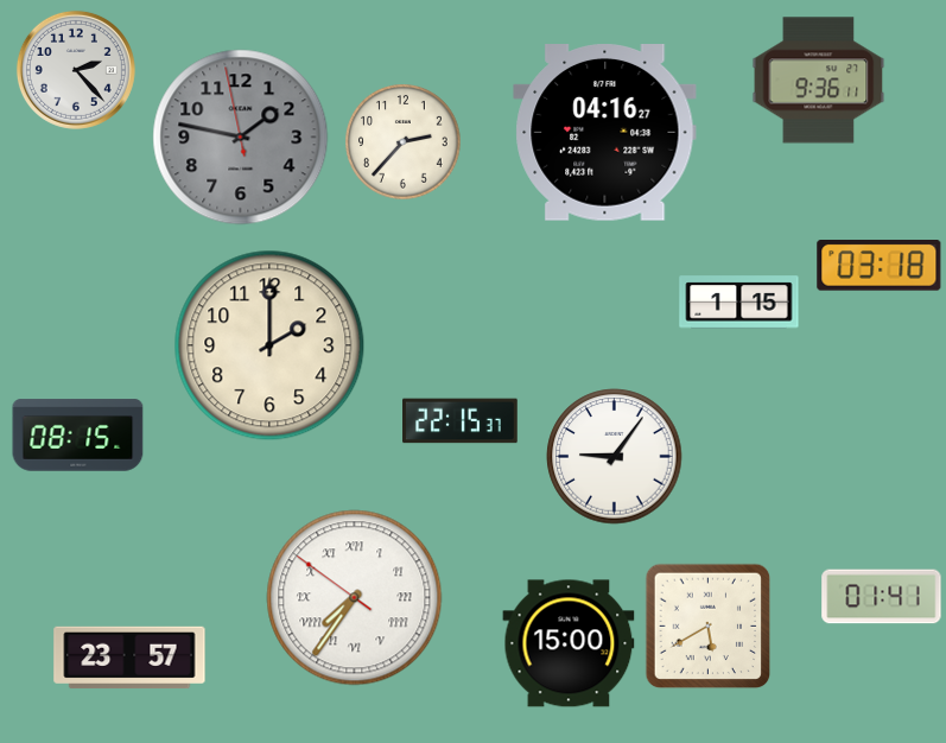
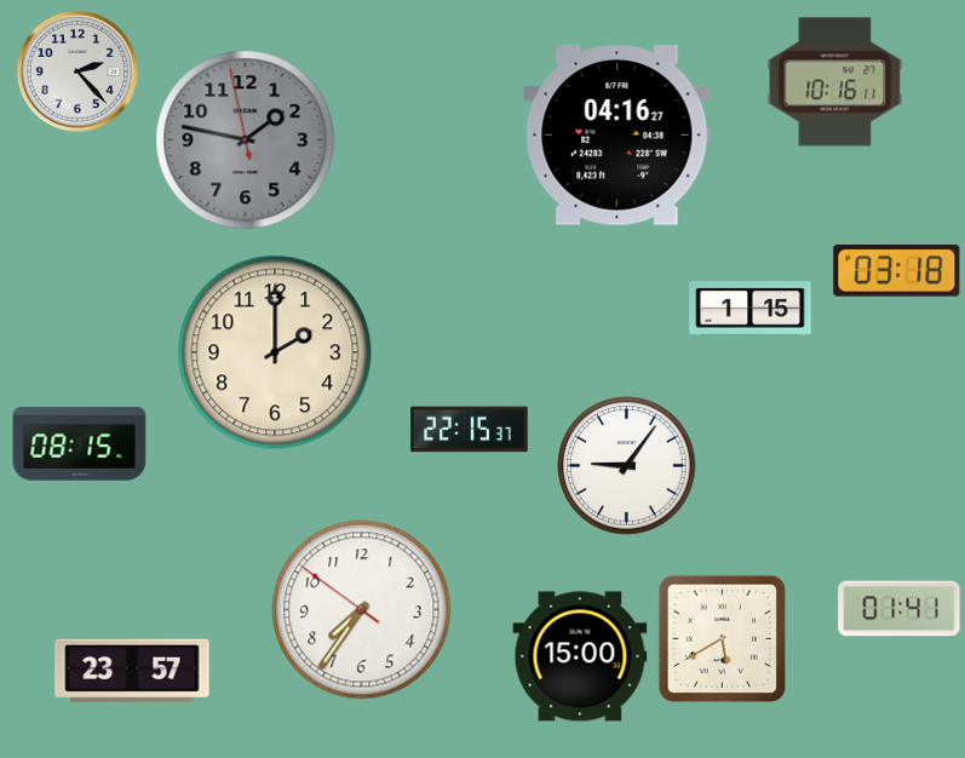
clock at (819, 81): 9:36 -> 10:16
clock at (404, 142): 2:37 -> none
clock at (739, 303) position: (739, 303) -> (751, 309)
clock at (355, 598) numerals: Roman -> Arabic
